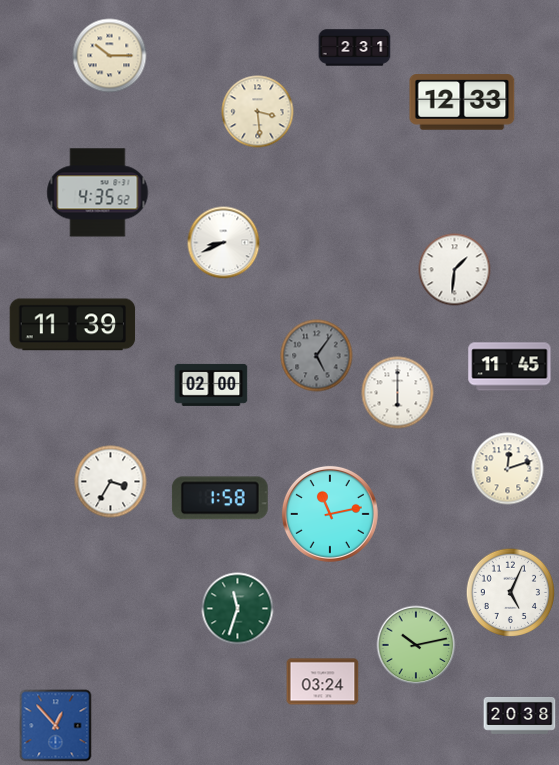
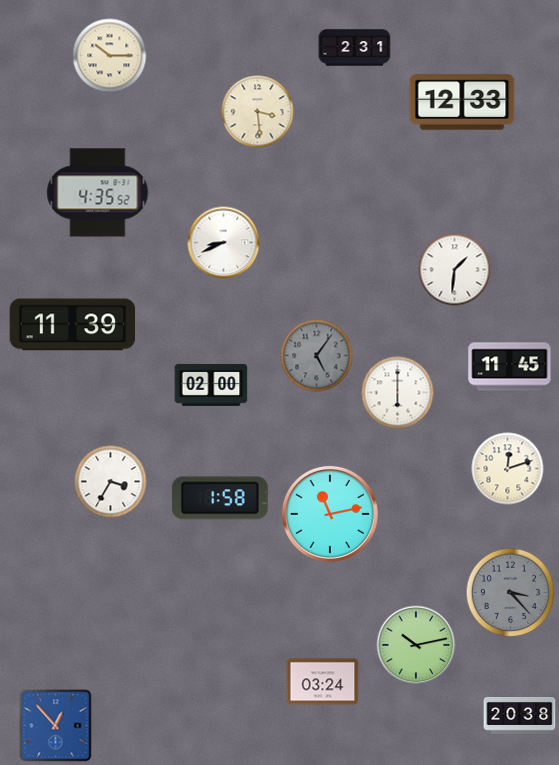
clock at (510, 592): 5:04 -> 3:23
clock at (510, 592) dial: white -> grey
clock at (238, 609): 11:33 -> none
